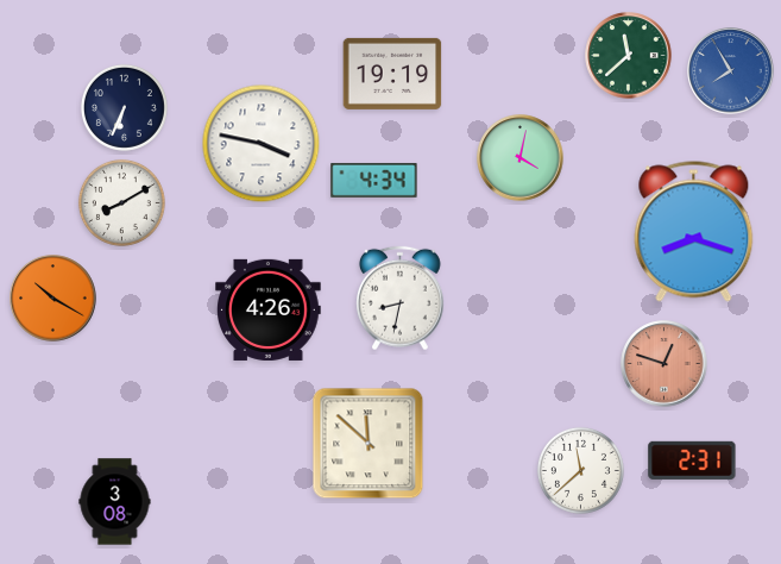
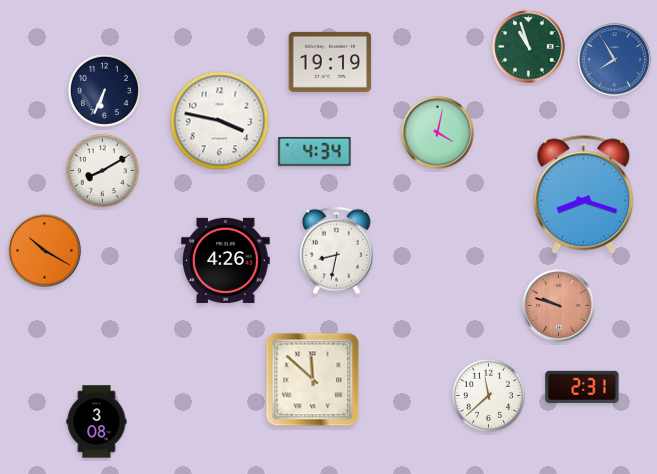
clock at (629, 56): 11:38 -> 10:57
clock at (665, 364): 12:48 -> 9:48
clock at (369, 444) position: (369, 444) -> (313, 380)
